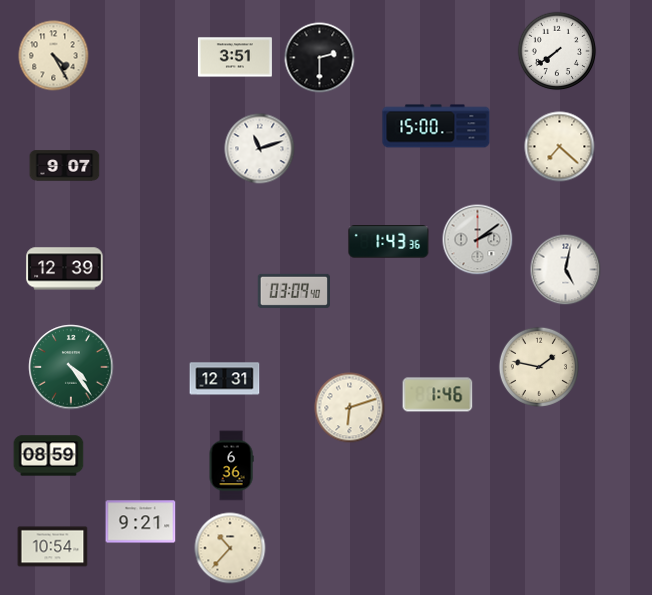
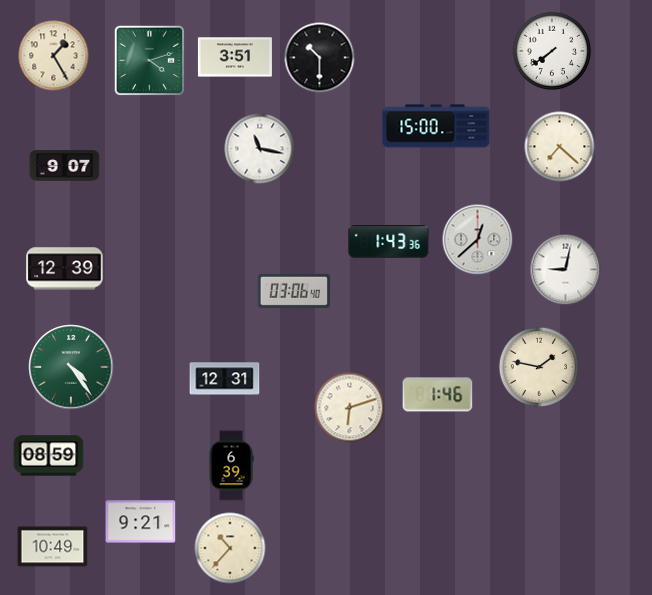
clock at (557, 51) position: (557, 51) -> (552, 51)
clock at (54, 56): 4:25 -> 1:25
clock at (320, 58): 2:30 -> 10:30
clock at (150, 61): none -> 4:12
clock at (260, 149): 11:12 -> 11:17
clock at (478, 240): 2:09 -> 12:38
clock at (566, 270): 5:02 -> 9:02
clock at (294, 291): 03:09 -> 03:06
clock at (231, 466): 6:36 -> 6:39
clock at (53, 547): 10:54 -> 10:49
